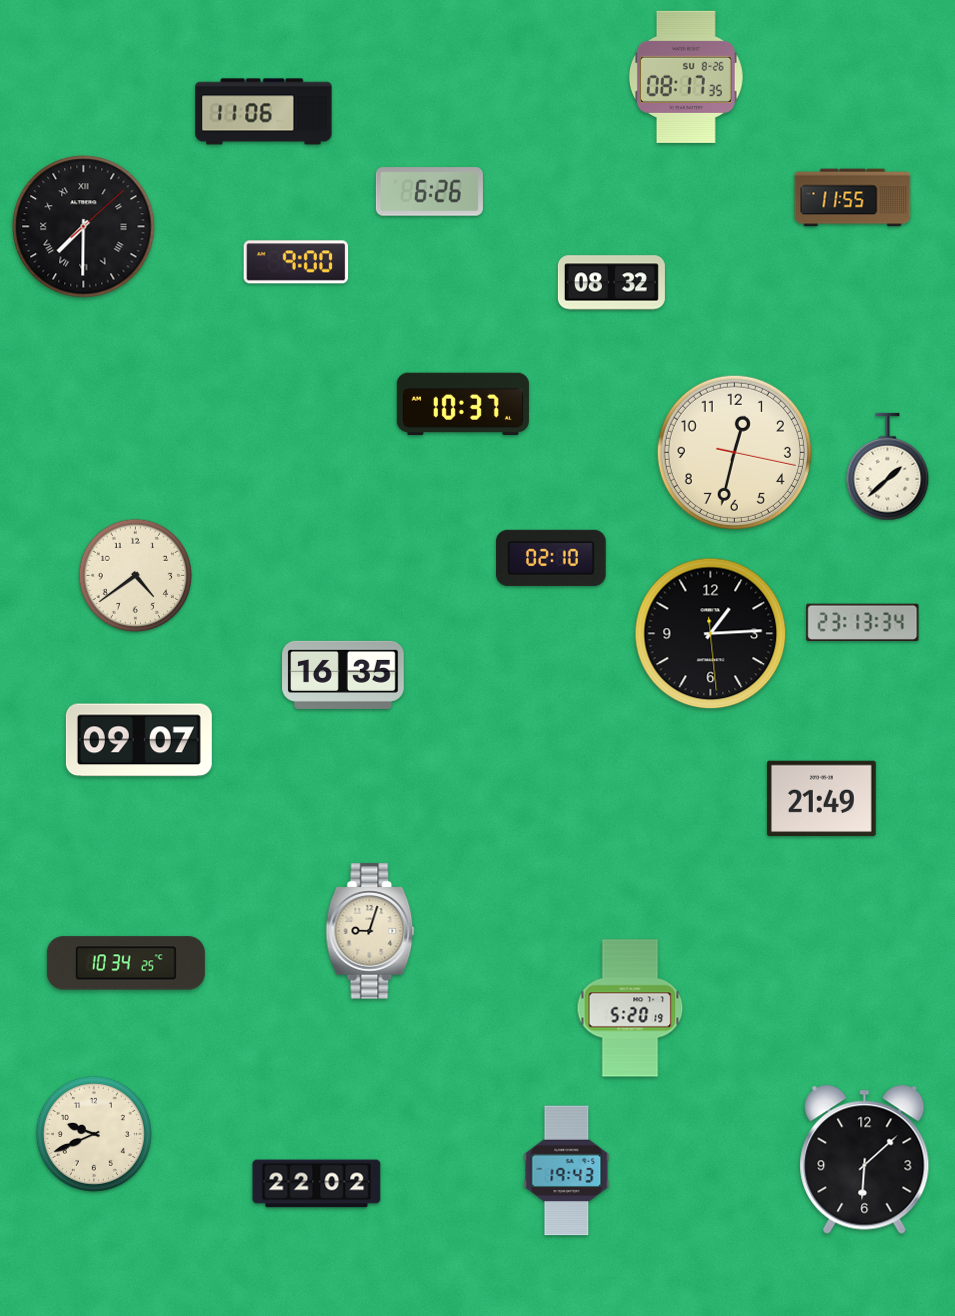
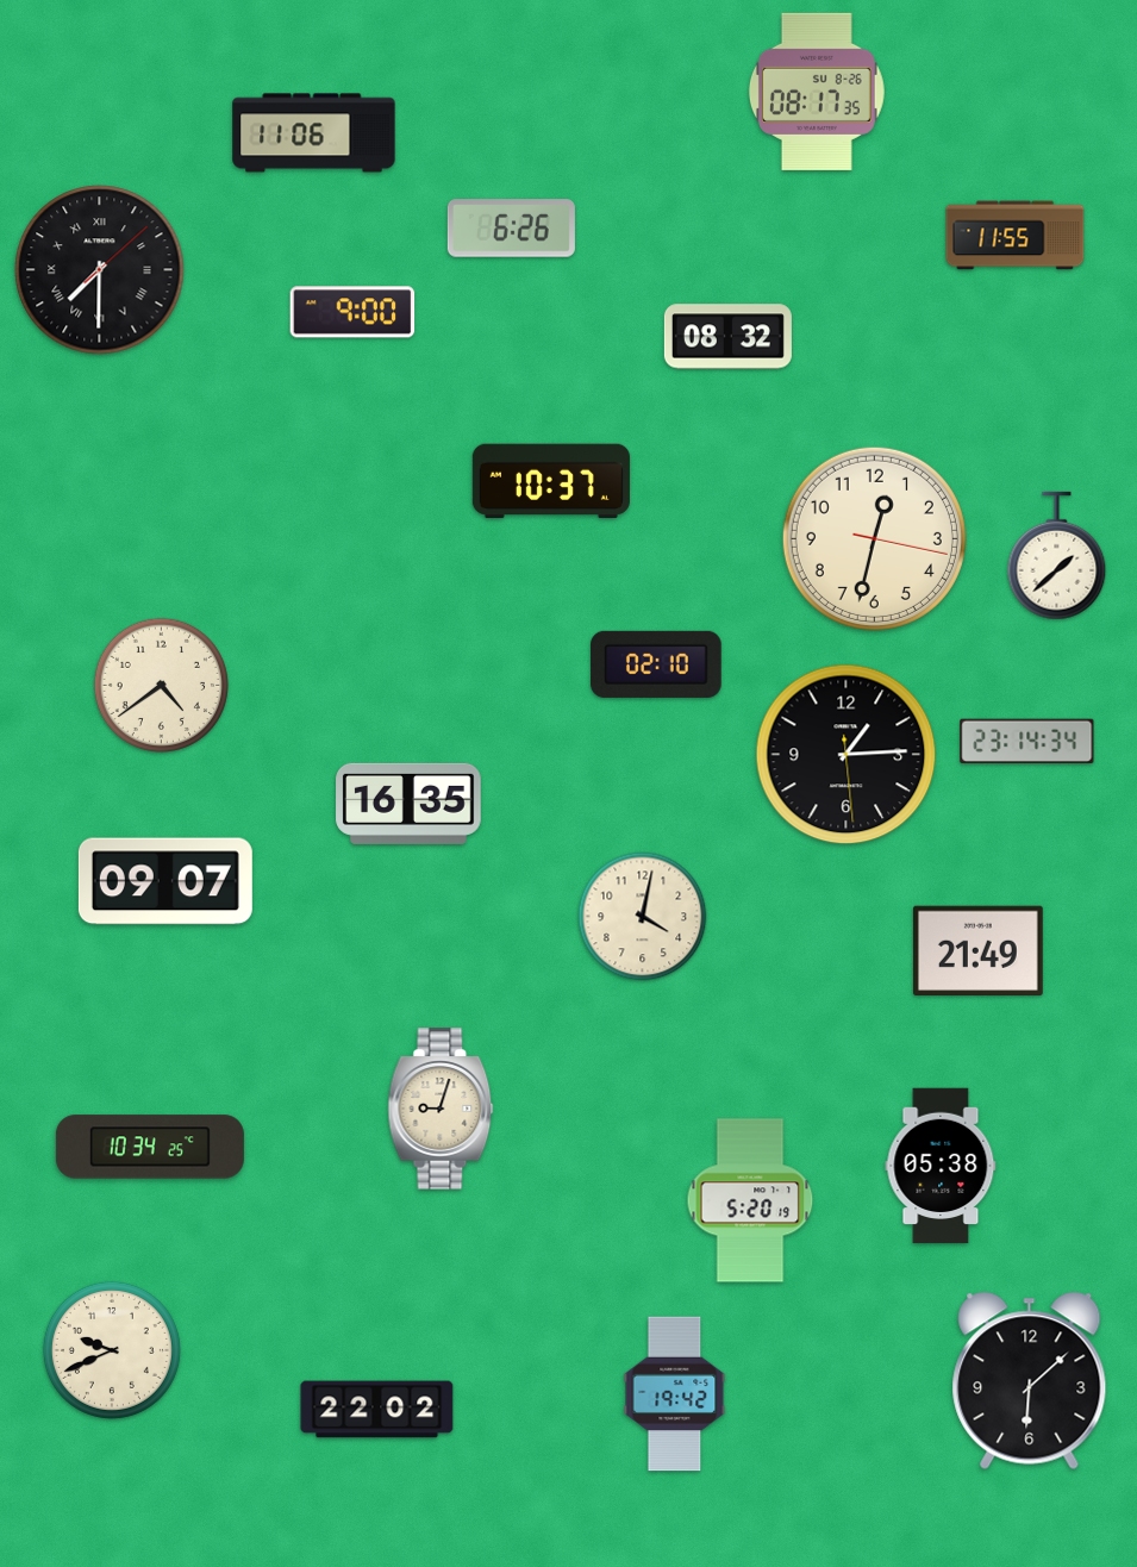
clock at (863, 622): 23:13 -> 23:14
clock at (643, 917): none -> 4:02
clock at (941, 1166): none -> 05:38
clock at (567, 1171): 19:43 -> 19:42
